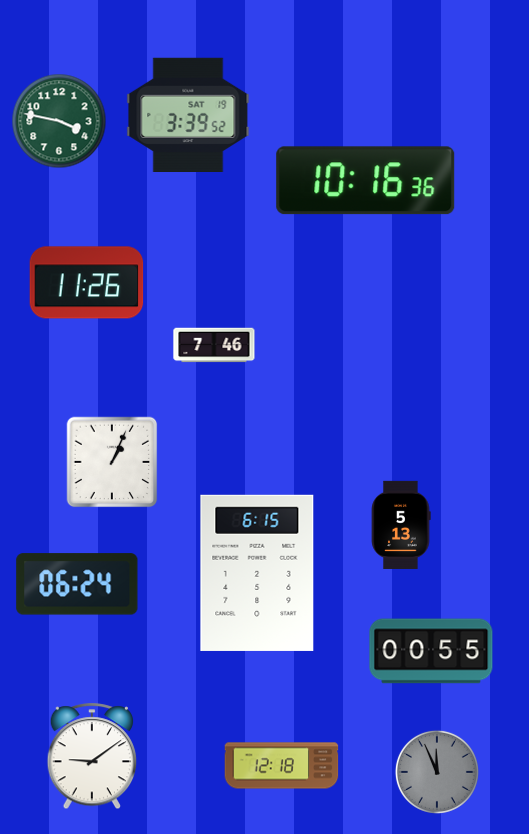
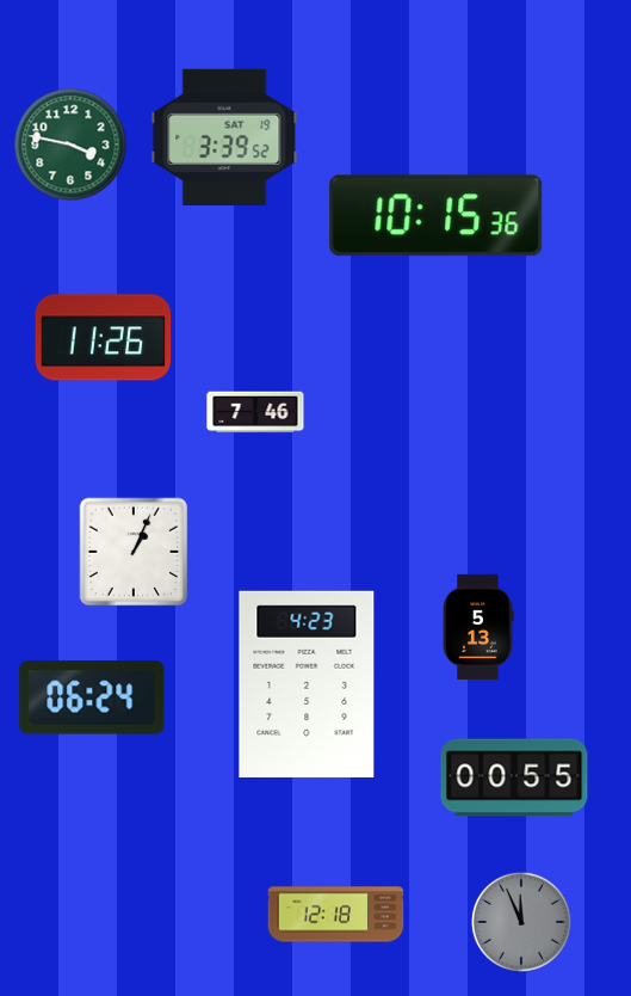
clock at (366, 181): 10:16 -> 10:15
clock at (257, 573): 6:15 -> 4:23
clock at (92, 757): 9:09 -> none
